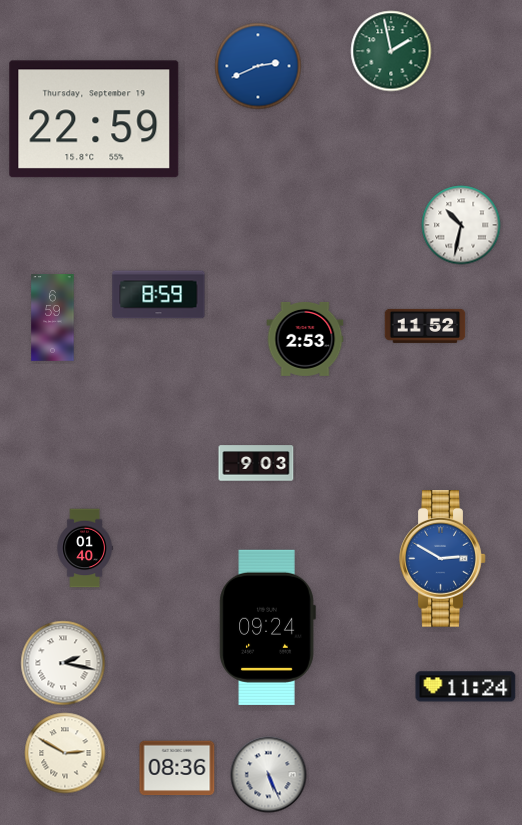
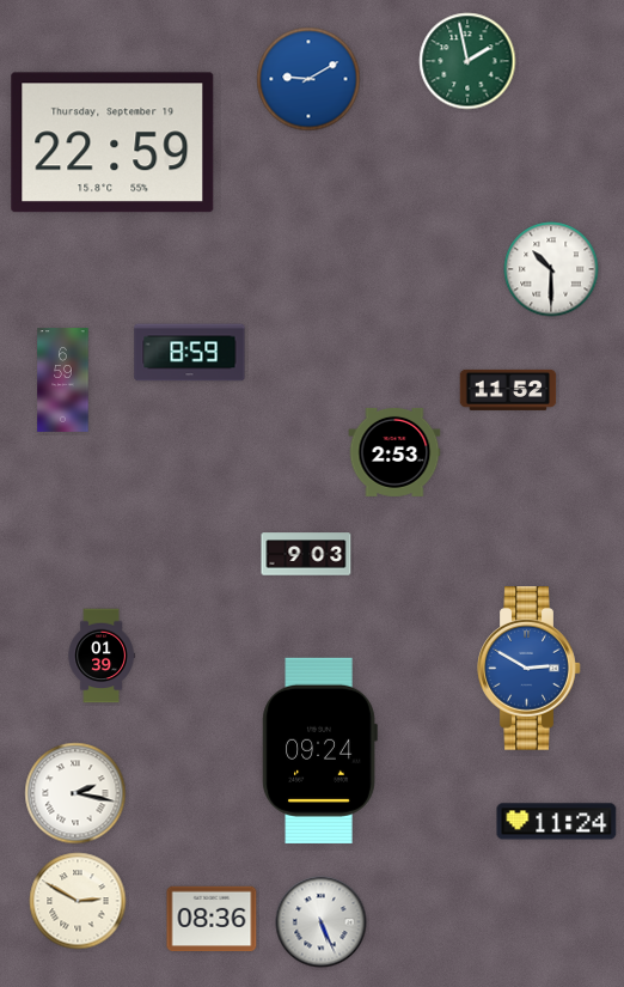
clock at (258, 66): 2:41 -> 9:10
clock at (461, 225): 10:32 -> 10:30
clock at (305, 339) position: (305, 339) -> (394, 452)
clock at (85, 548): 01:40 -> 01:39
clock at (269, 775) position: (269, 775) -> (322, 922)
